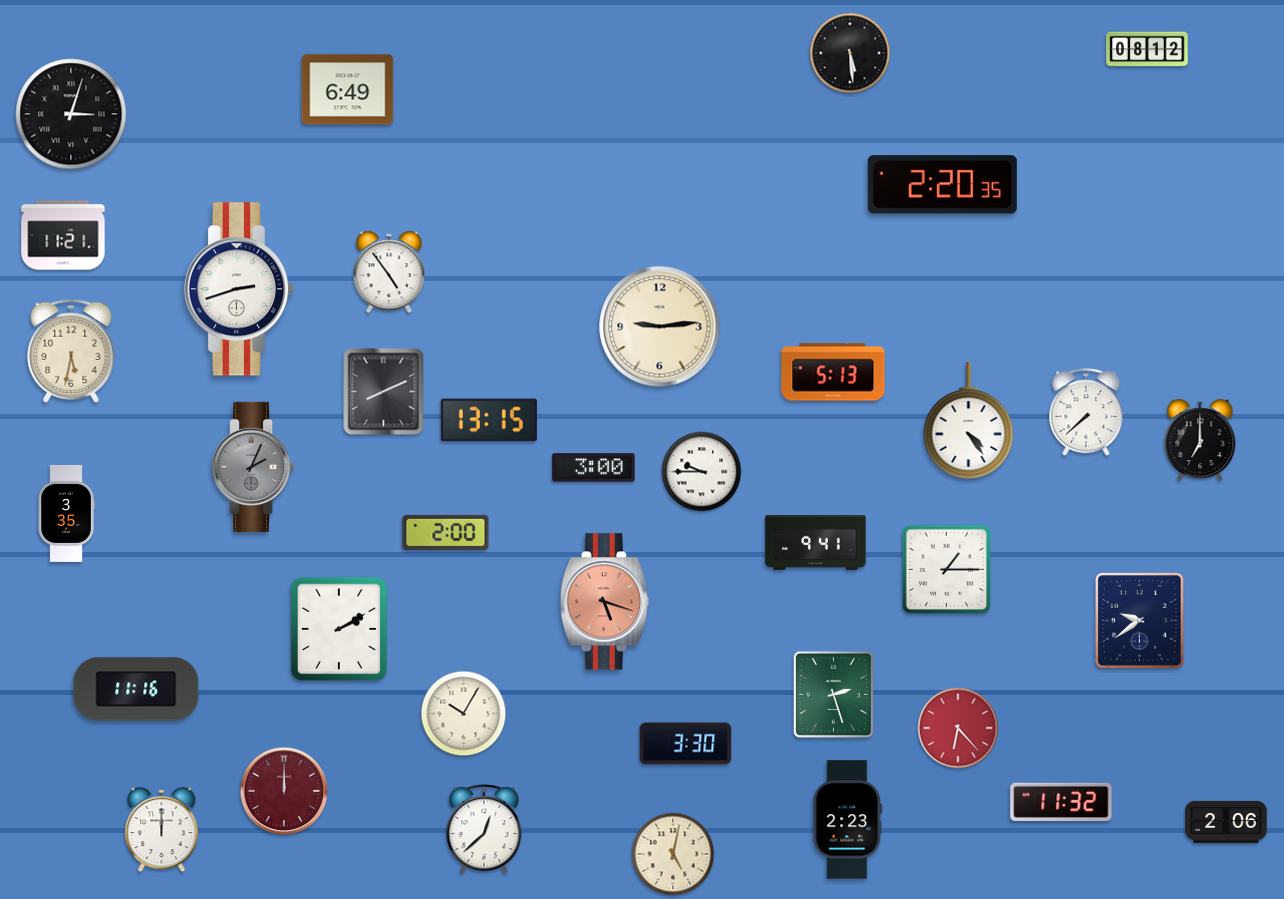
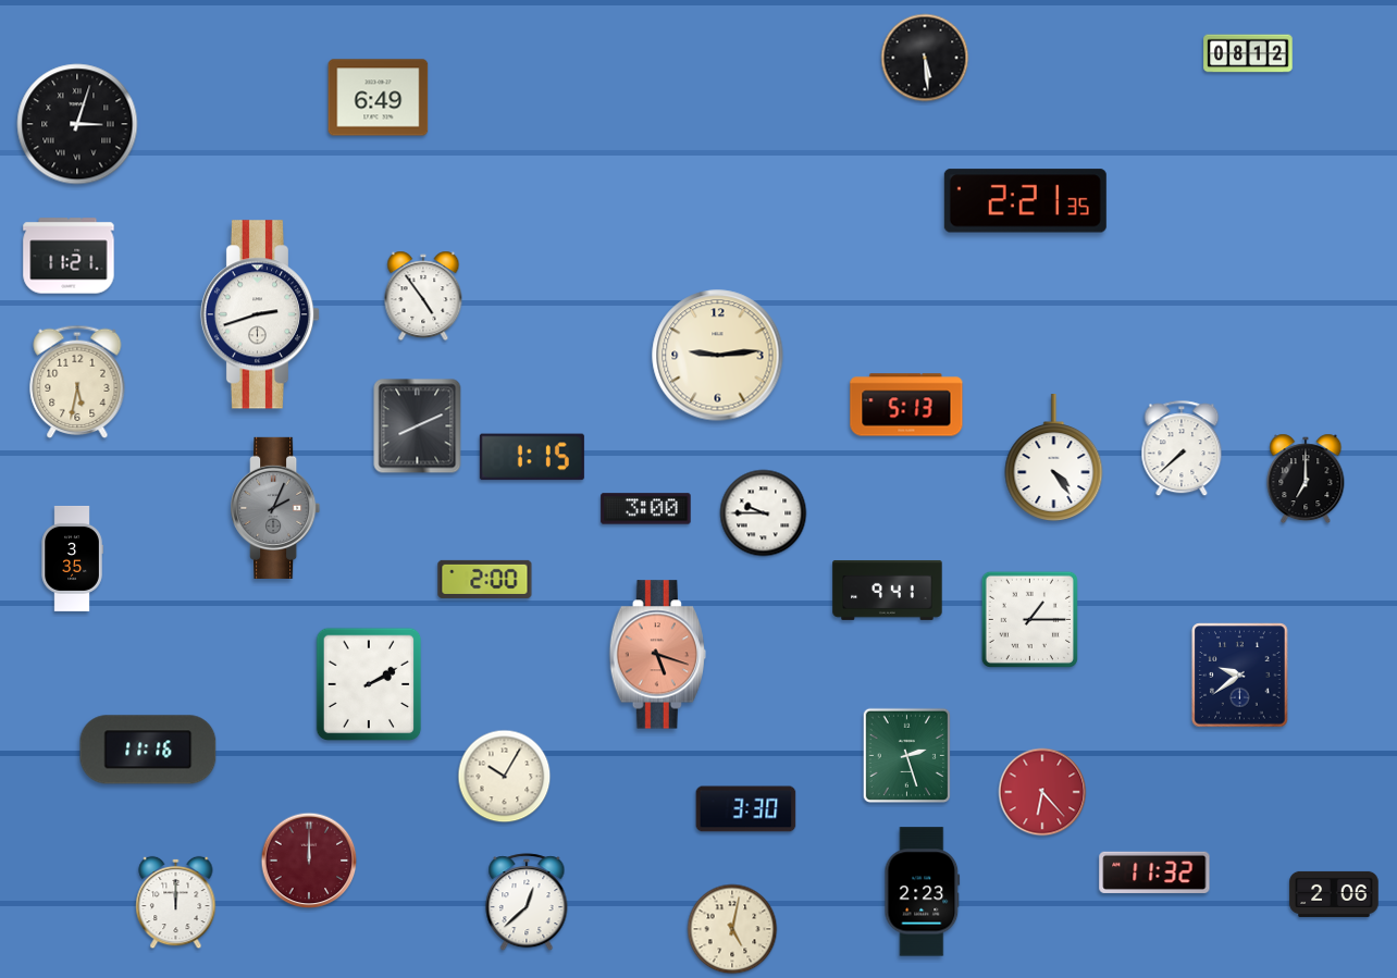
clock at (942, 185): 2:20 -> 2:21
clock at (489, 420): 13:15 -> 1:15
